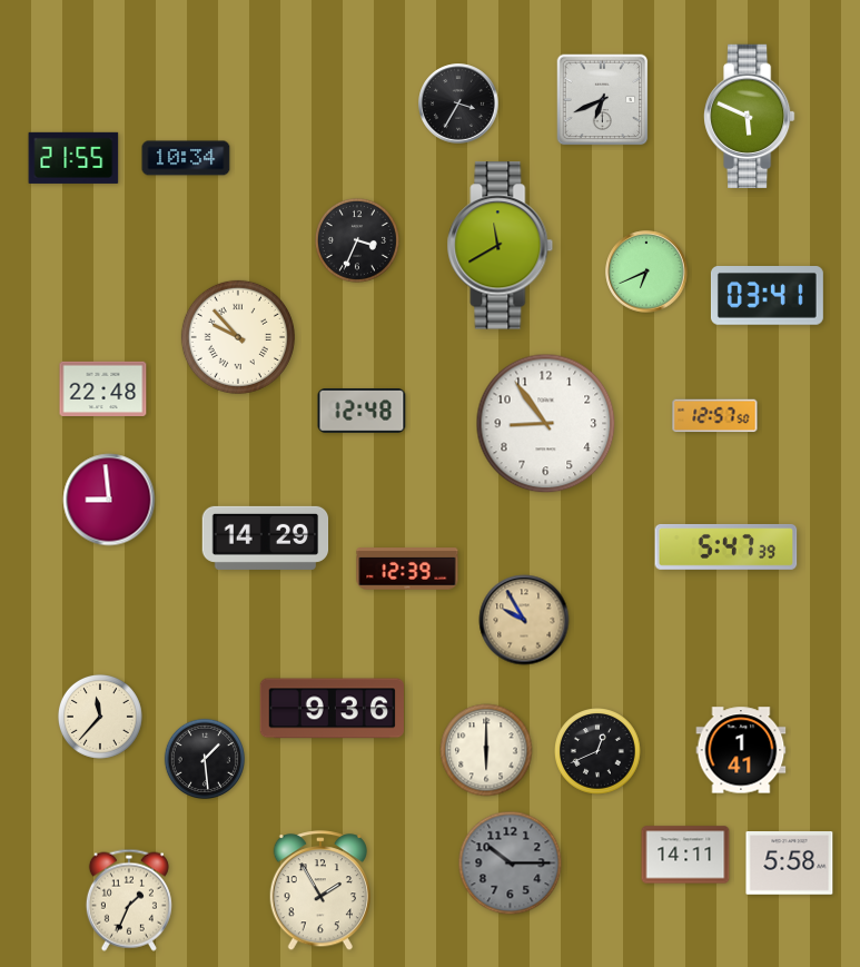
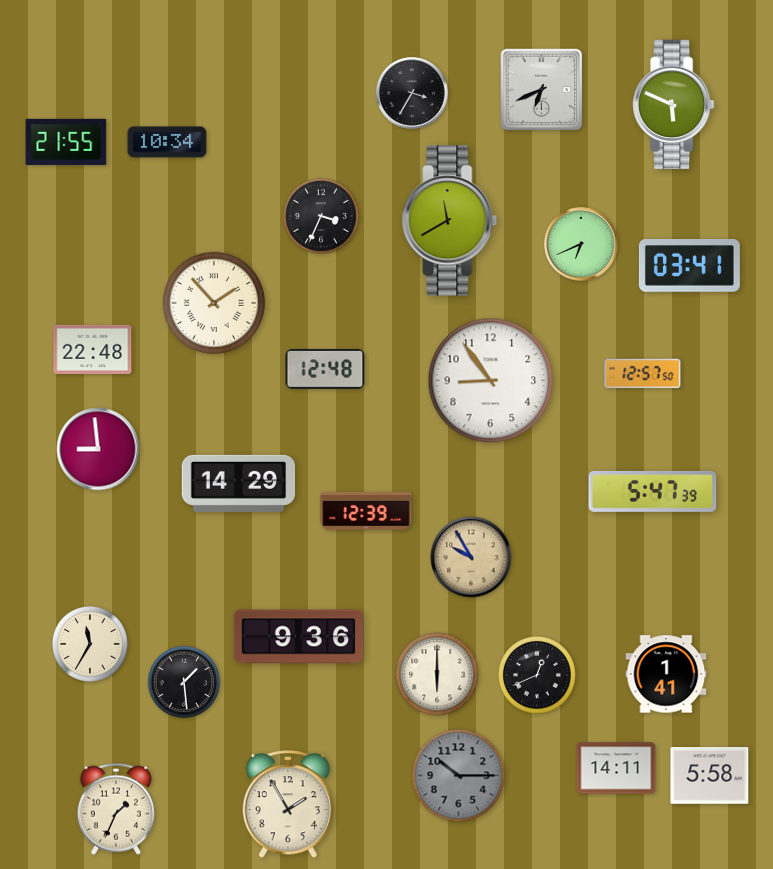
clock at (238, 337): 9:53 -> 1:53
clock at (100, 717): 11:37 -> 11:35
clock at (319, 891) position: (319, 891) -> (287, 805)
